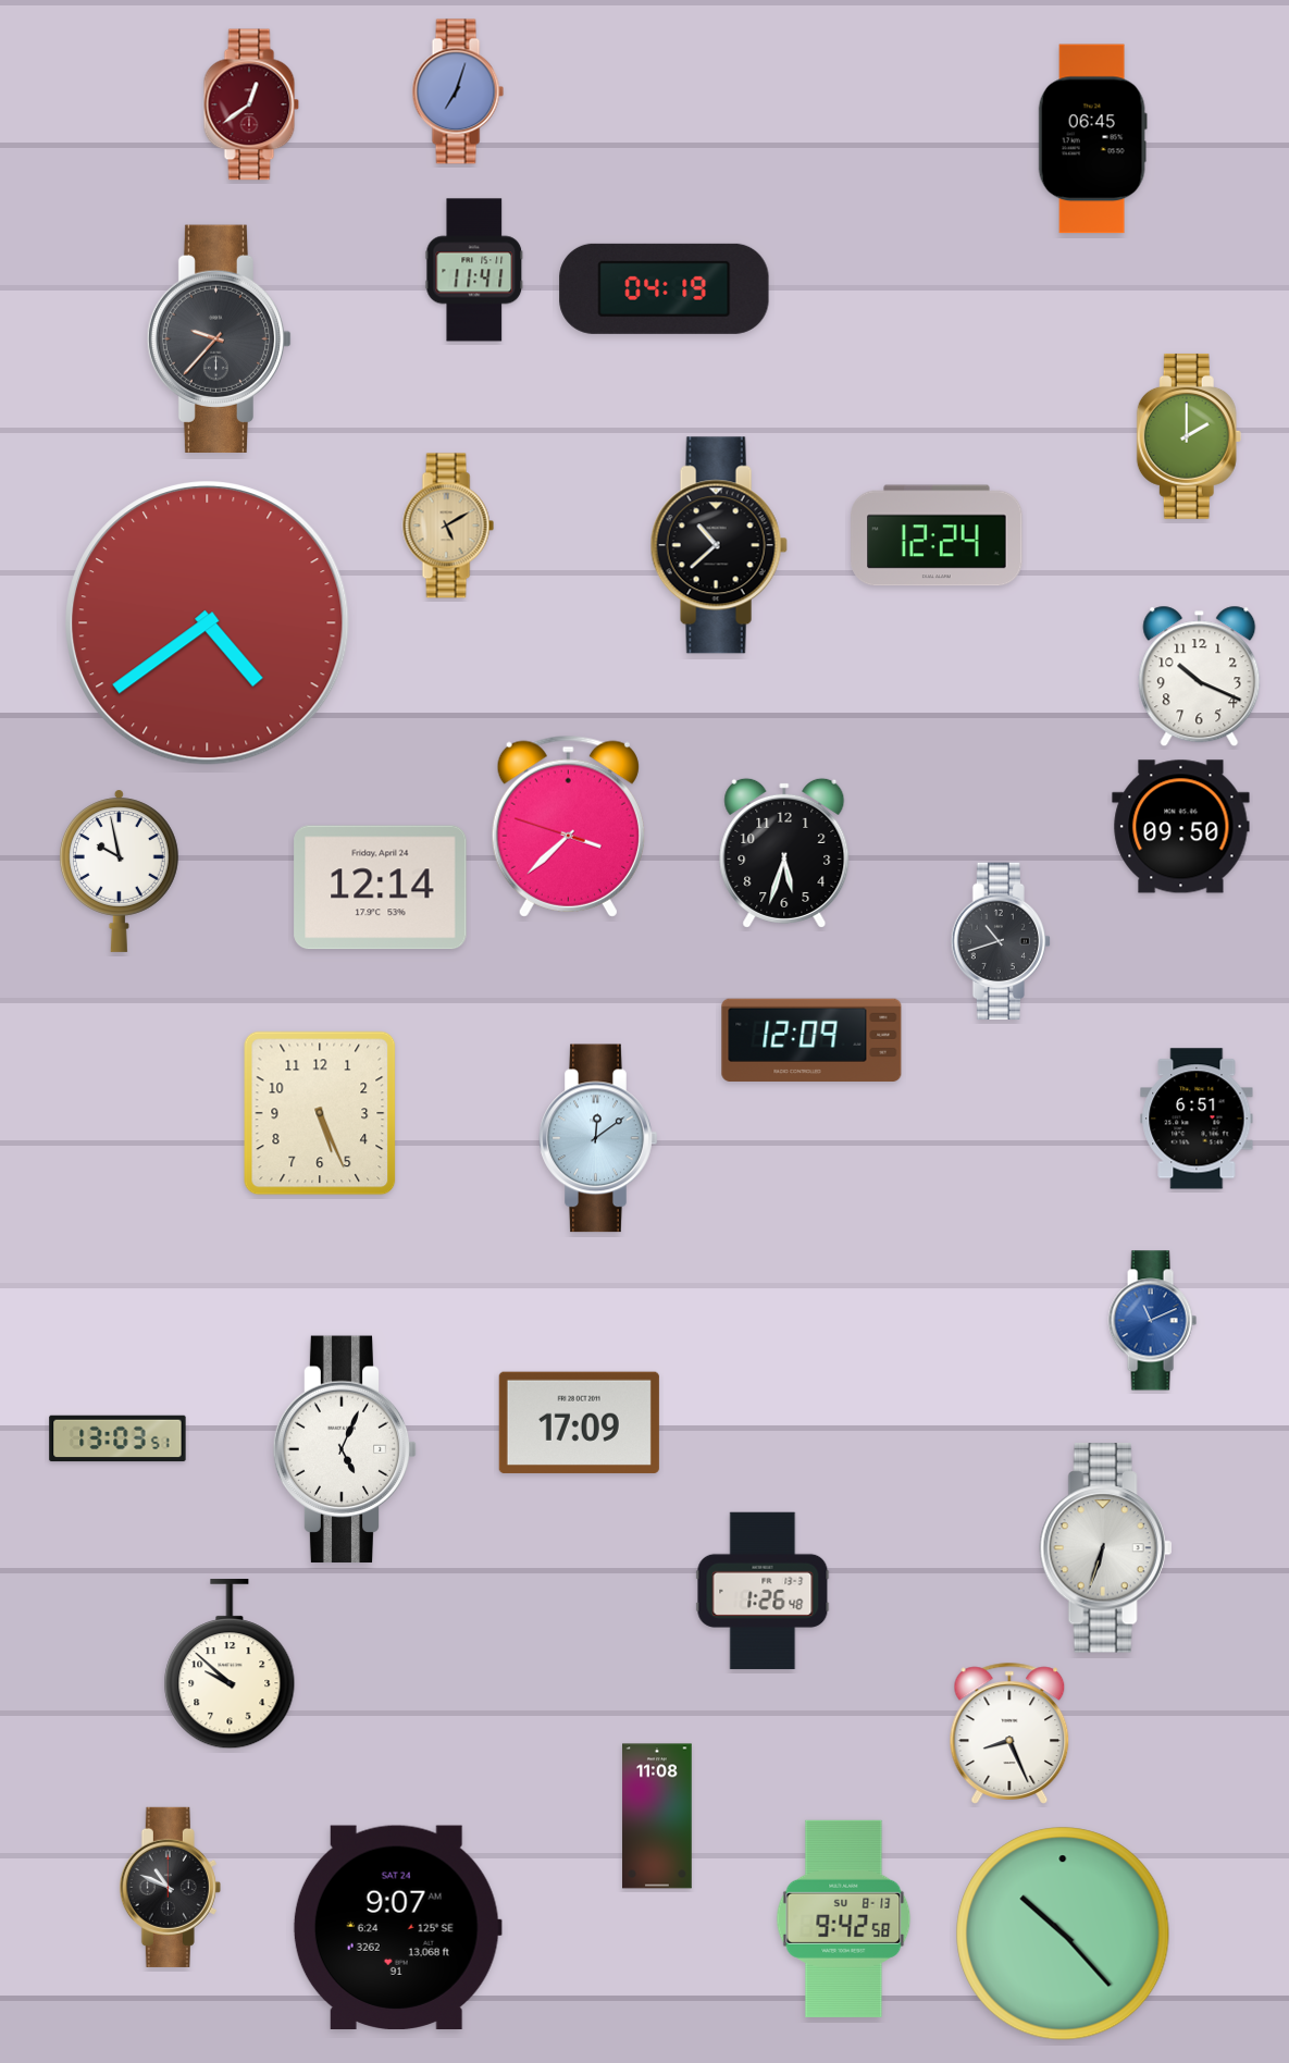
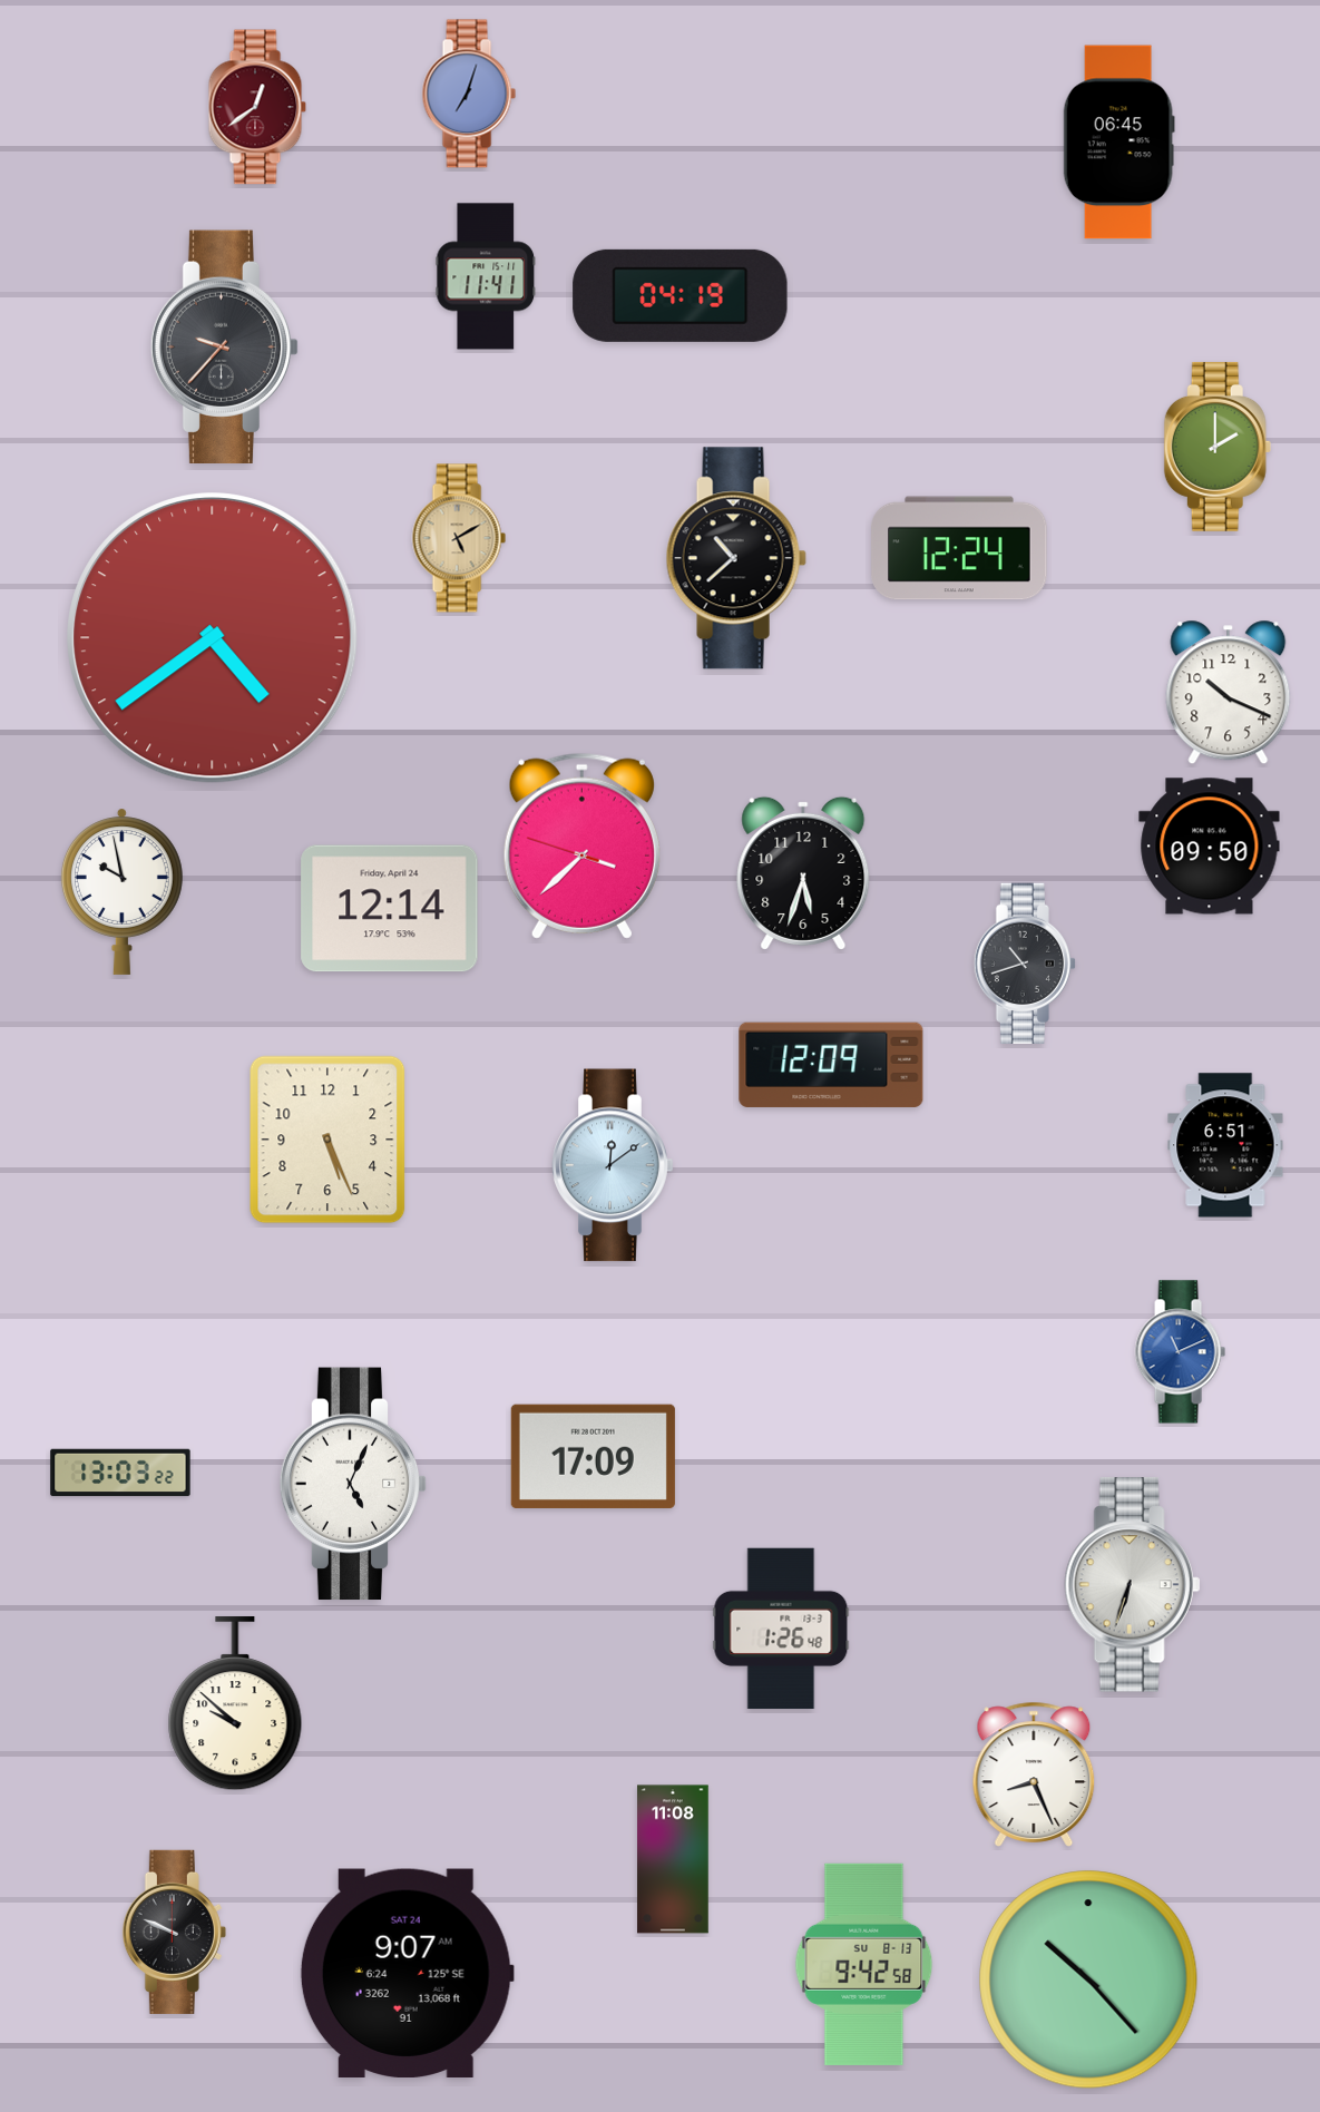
clock at (117, 1438): 13:03:51 -> 13:03:22
clock at (170, 1887): 10:49 -> 9:49
